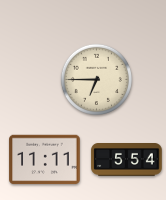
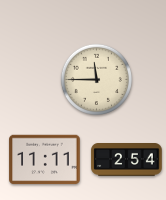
clock at (96, 79): 6:45 -> 11:45
clock at (127, 160): 5:54 -> 2:54
